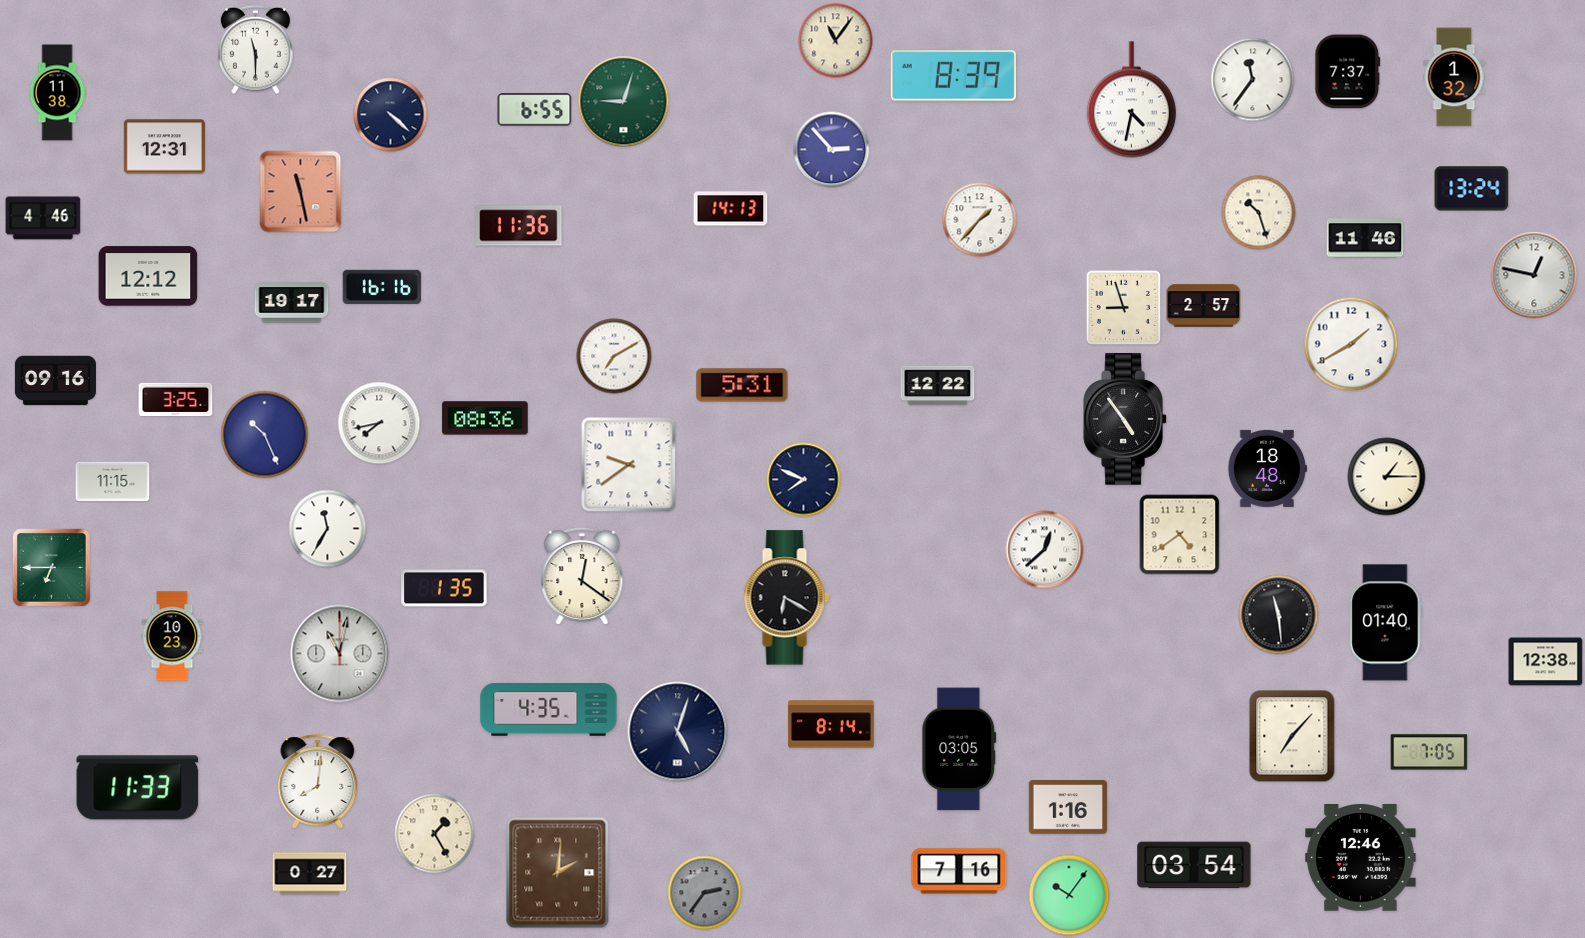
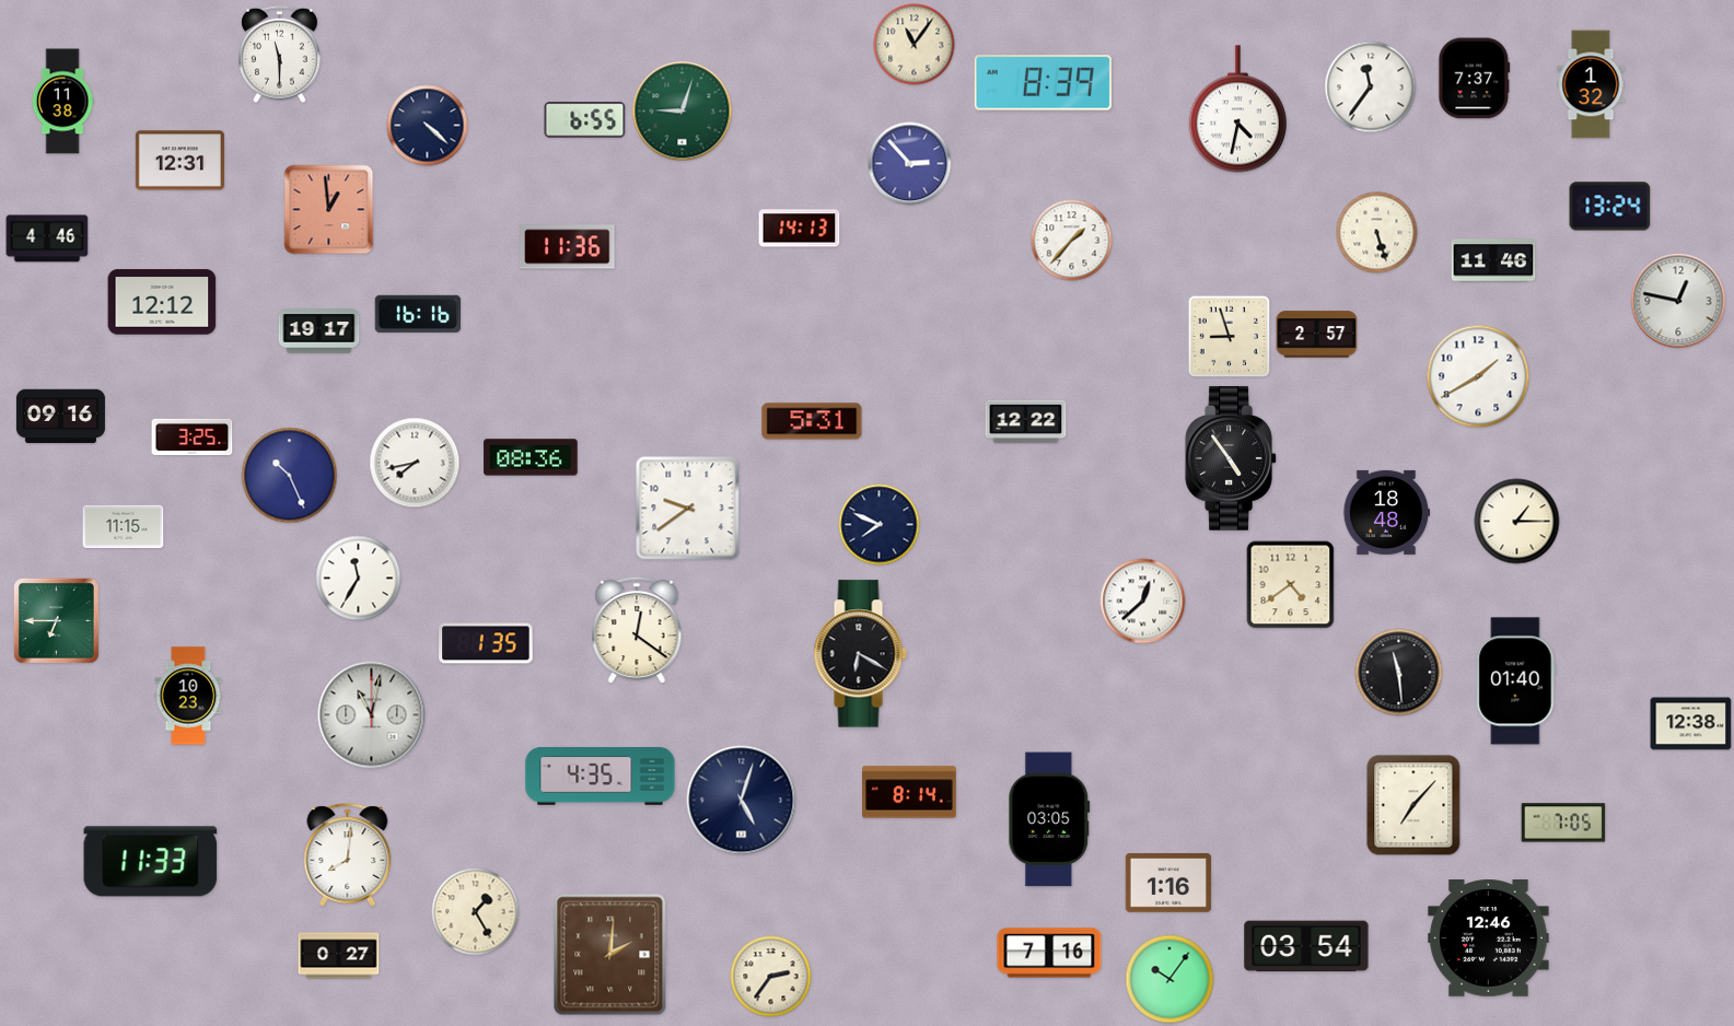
clock at (301, 192): 11:28 -> 12:59
clock at (1259, 213): 10:27 -> 5:27
clock at (614, 356): 7:10 -> none
clock at (705, 893) dial: grey -> cream
